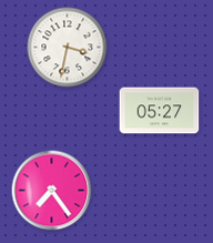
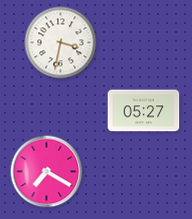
clock at (160, 111) position: (160, 111) -> (144, 111)
clock at (52, 191): 7:24 -> 7:20
